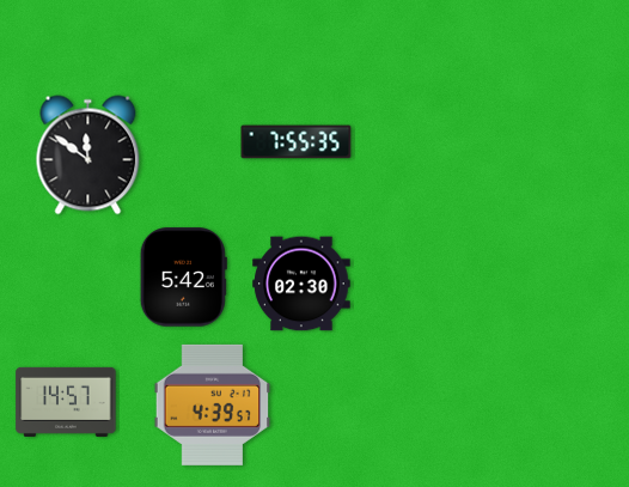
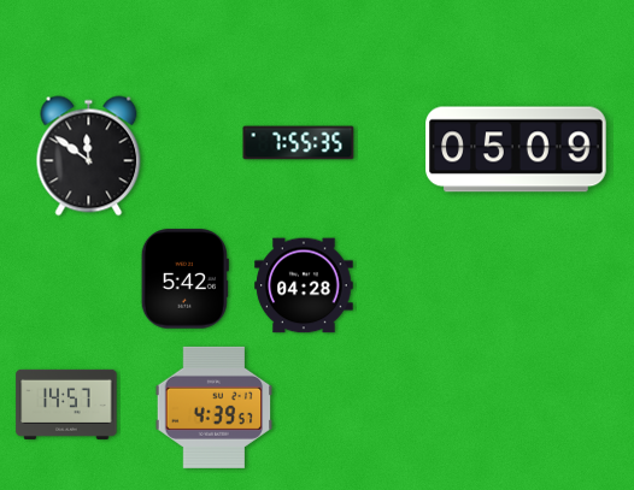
clock at (516, 149): none -> 05:09
clock at (301, 284): 02:30 -> 04:28
